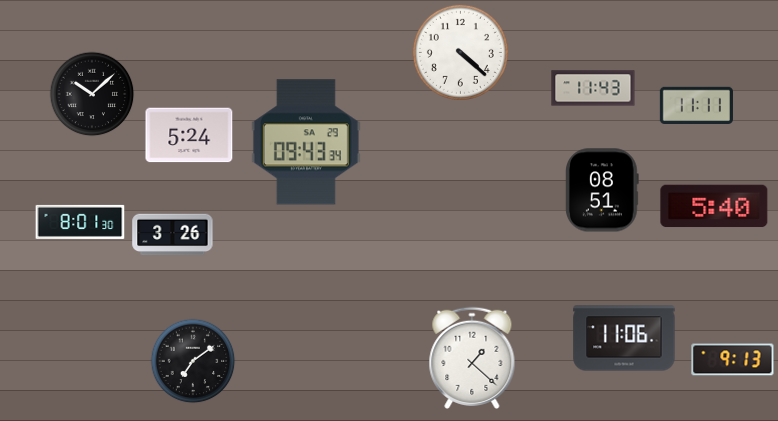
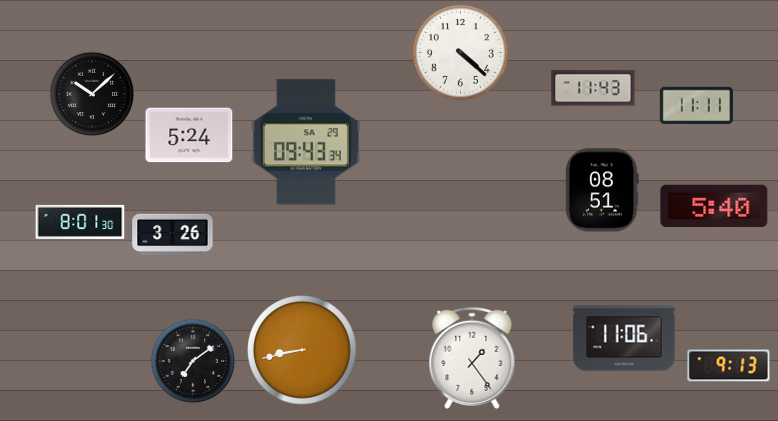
clock at (302, 350): none -> 8:43
clock at (472, 358): 1:22 -> 1:24
clock at (733, 360) position: (733, 360) -> (729, 366)
